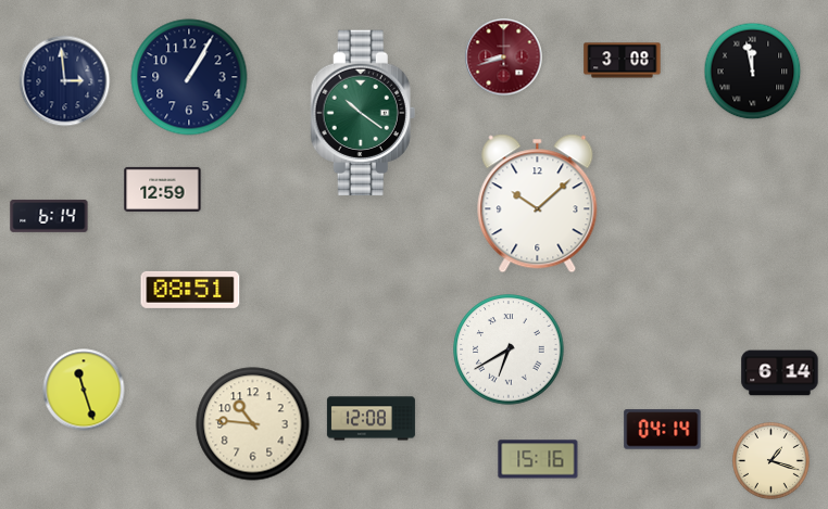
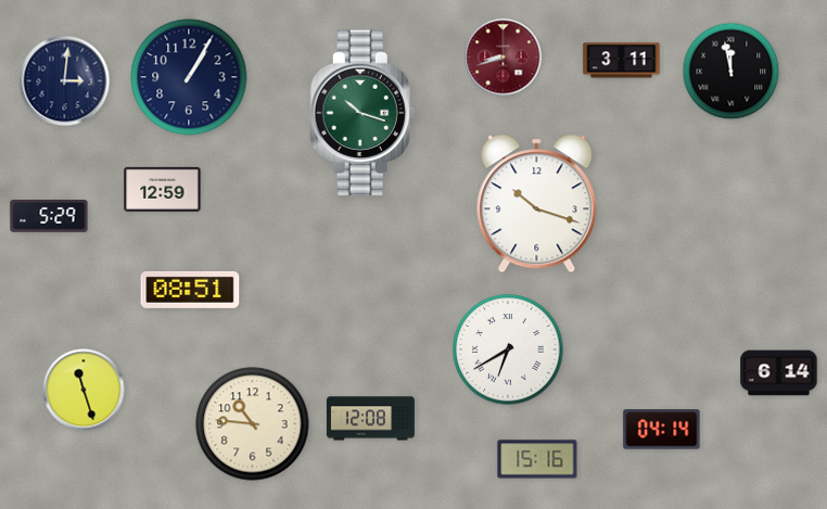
clock at (623, 61): 3:08 -> 3:11
clock at (753, 72) position: (753, 72) -> (731, 72)
clock at (65, 81): 2:59 -> 3:01
clock at (363, 113): 10:21 -> 10:18
clock at (538, 204): 10:08 -> 10:18
clock at (49, 216): 6:14 -> 5:29
clock at (771, 461): 1:18 -> none
